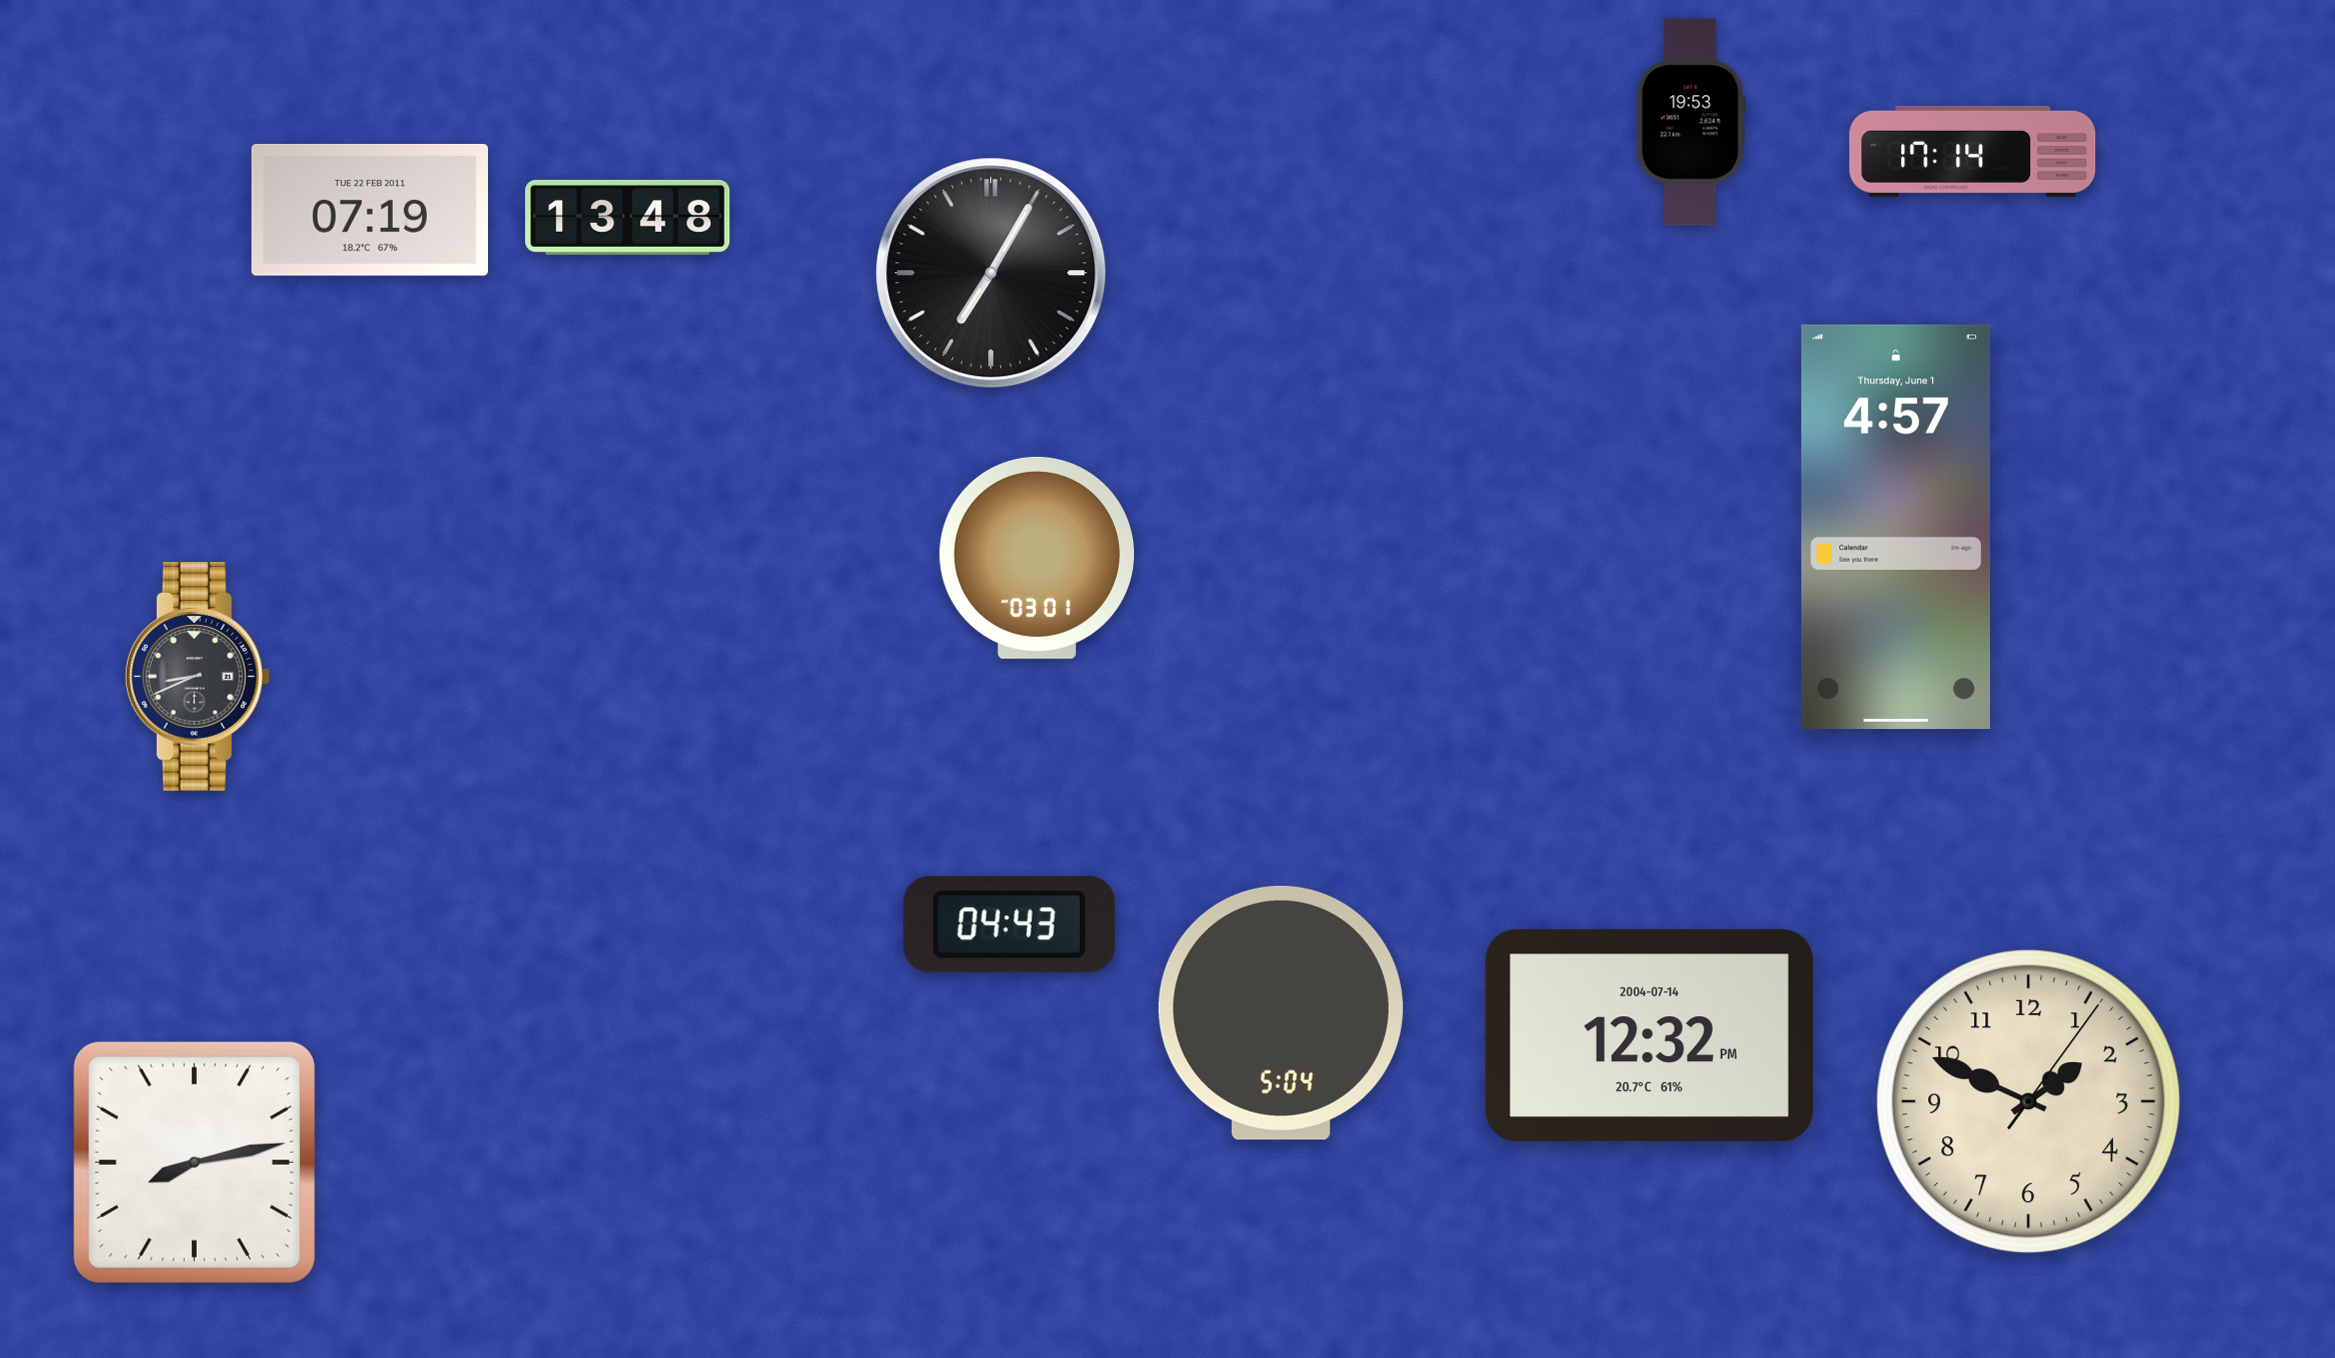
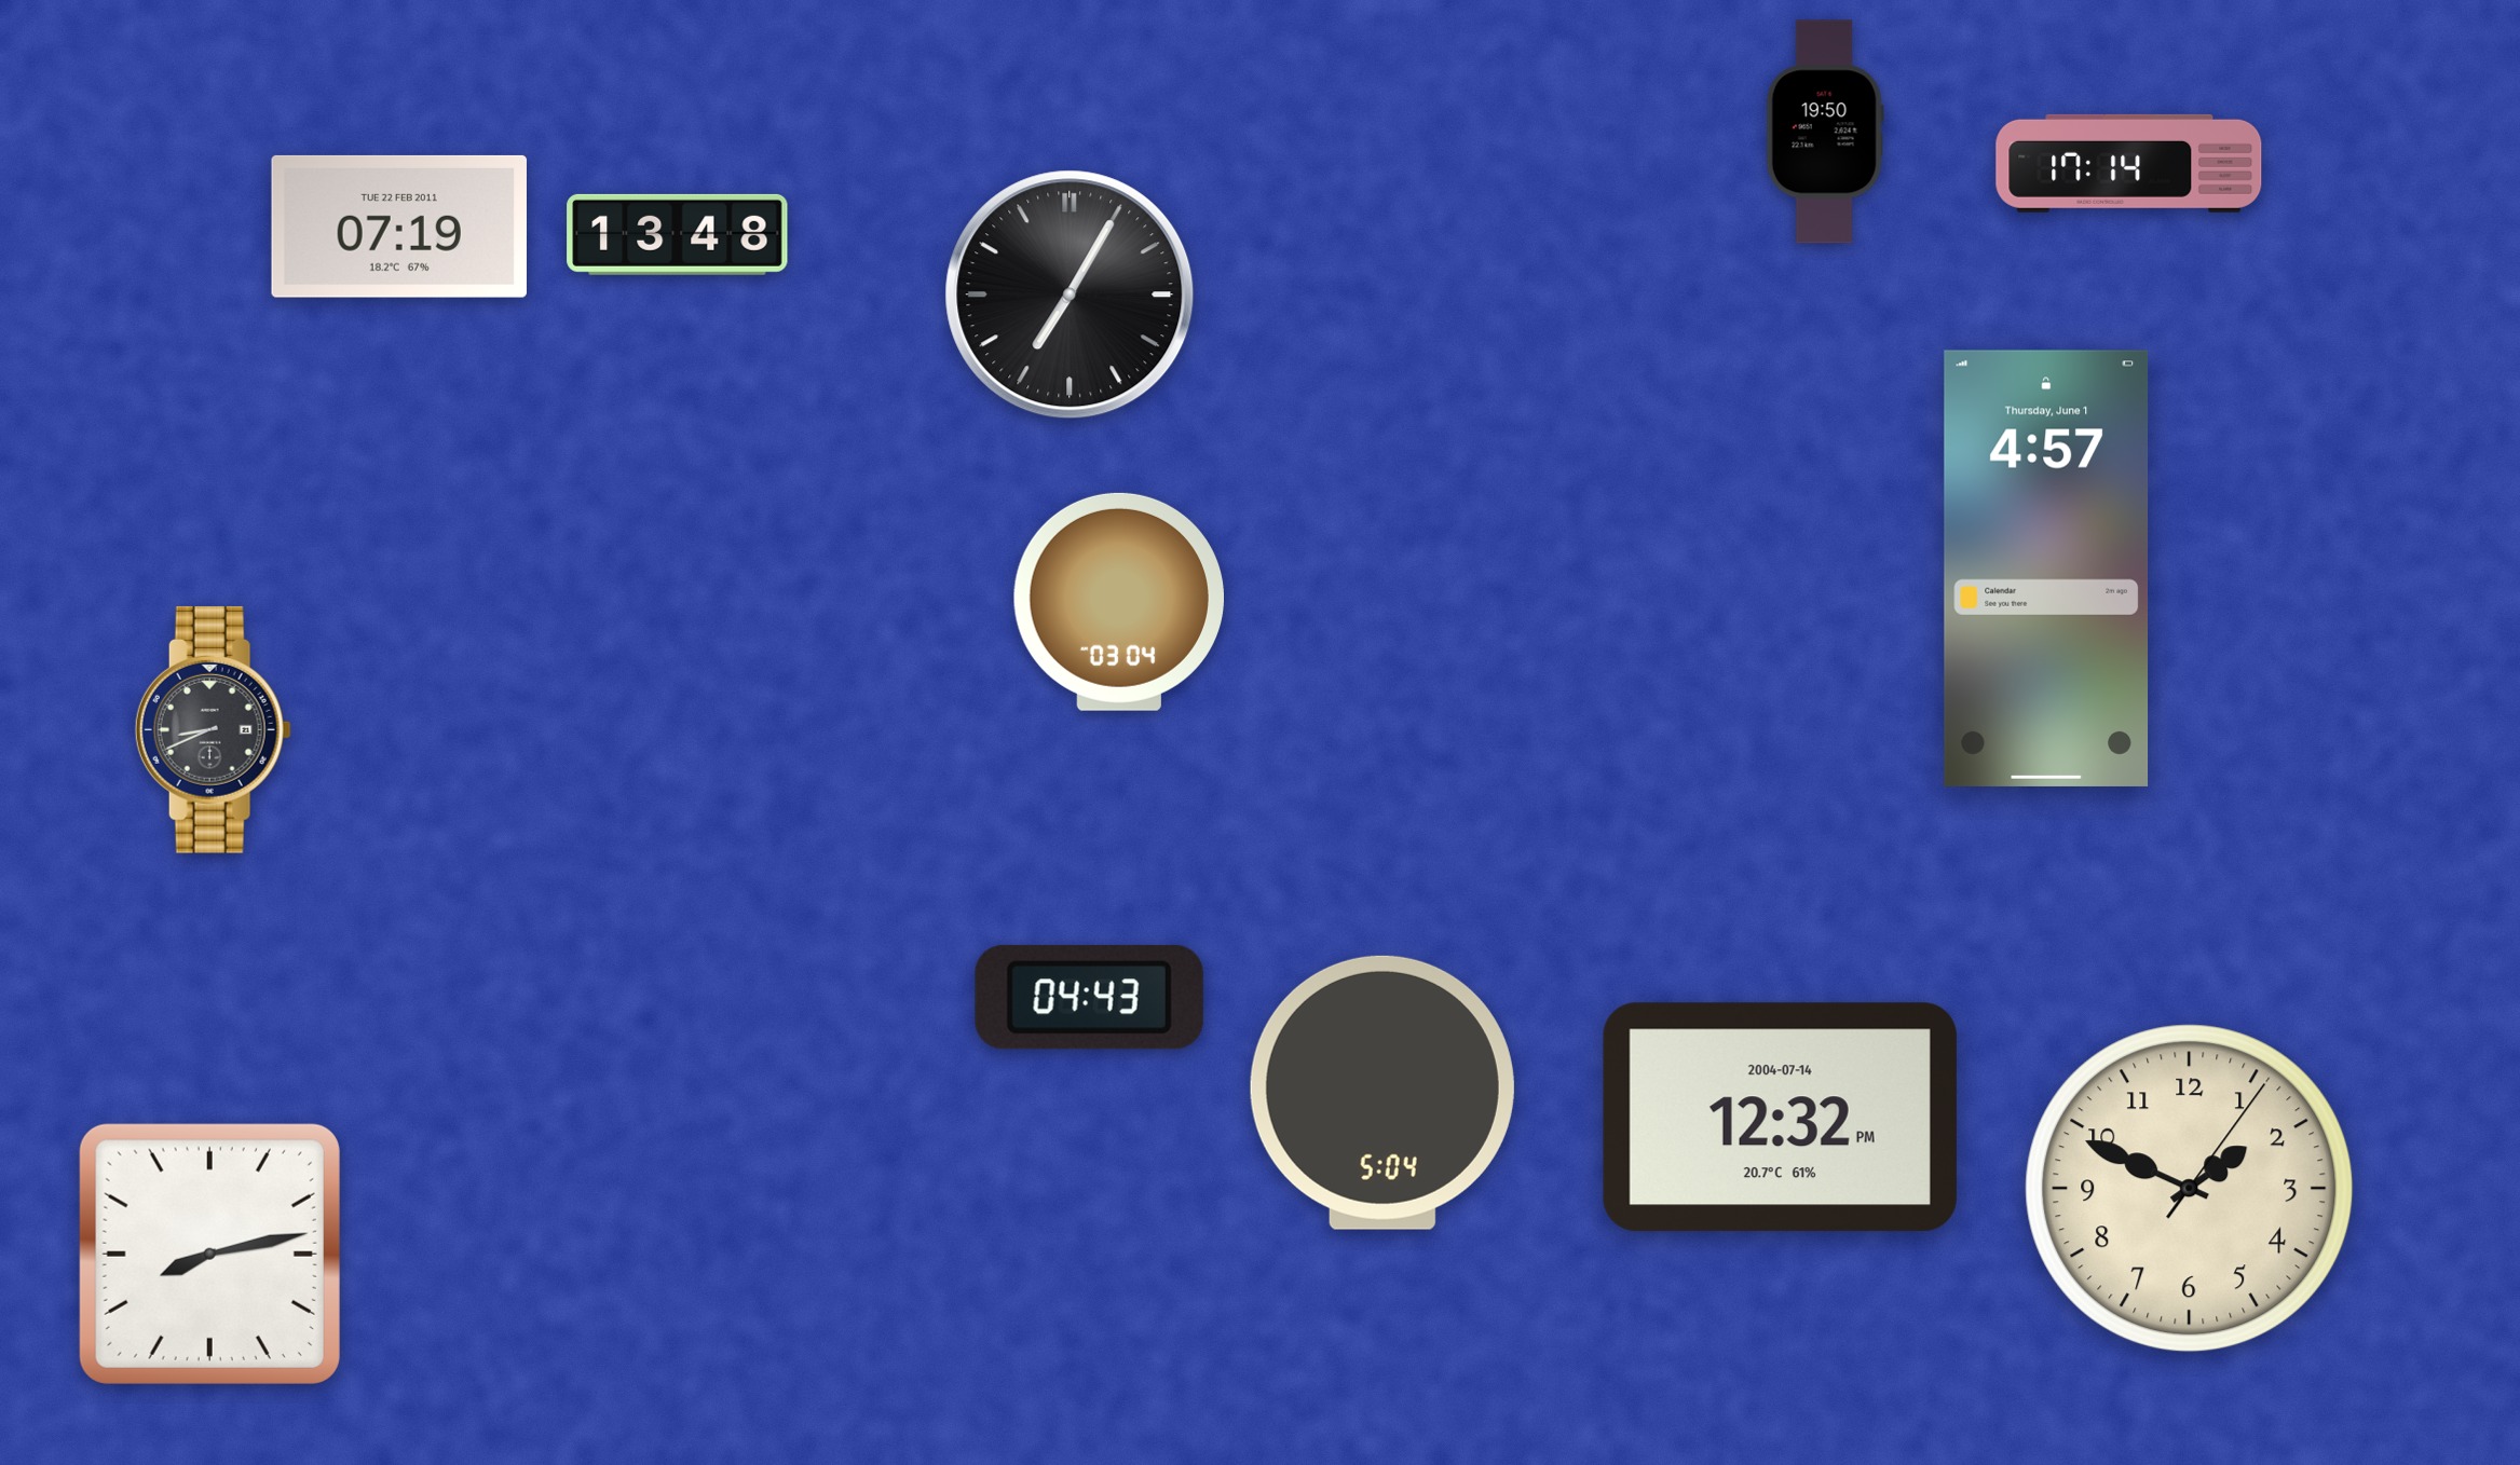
clock at (1691, 122): 19:53 -> 19:50
clock at (1036, 558): 03:01 -> 03:04
